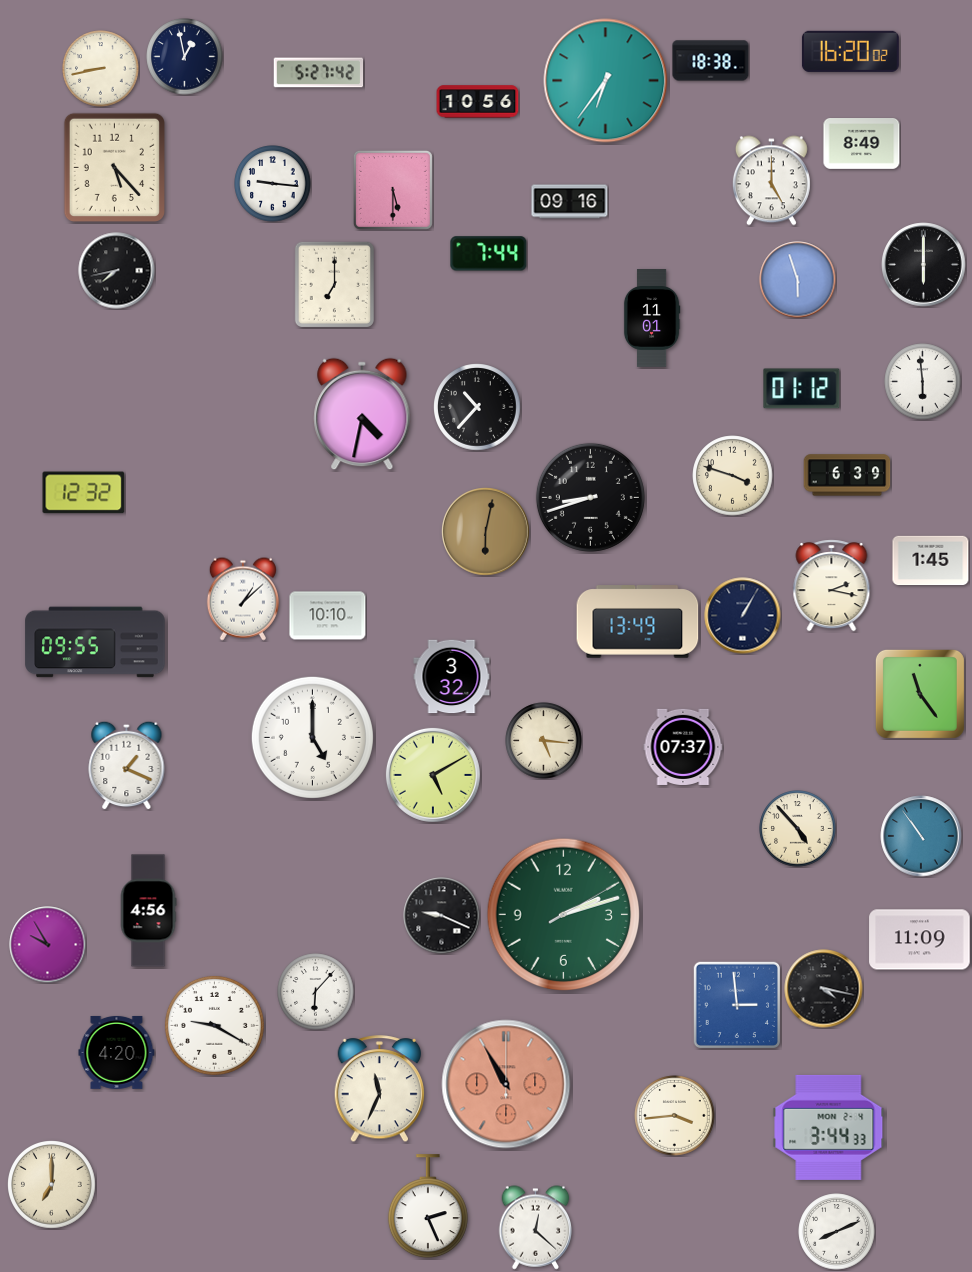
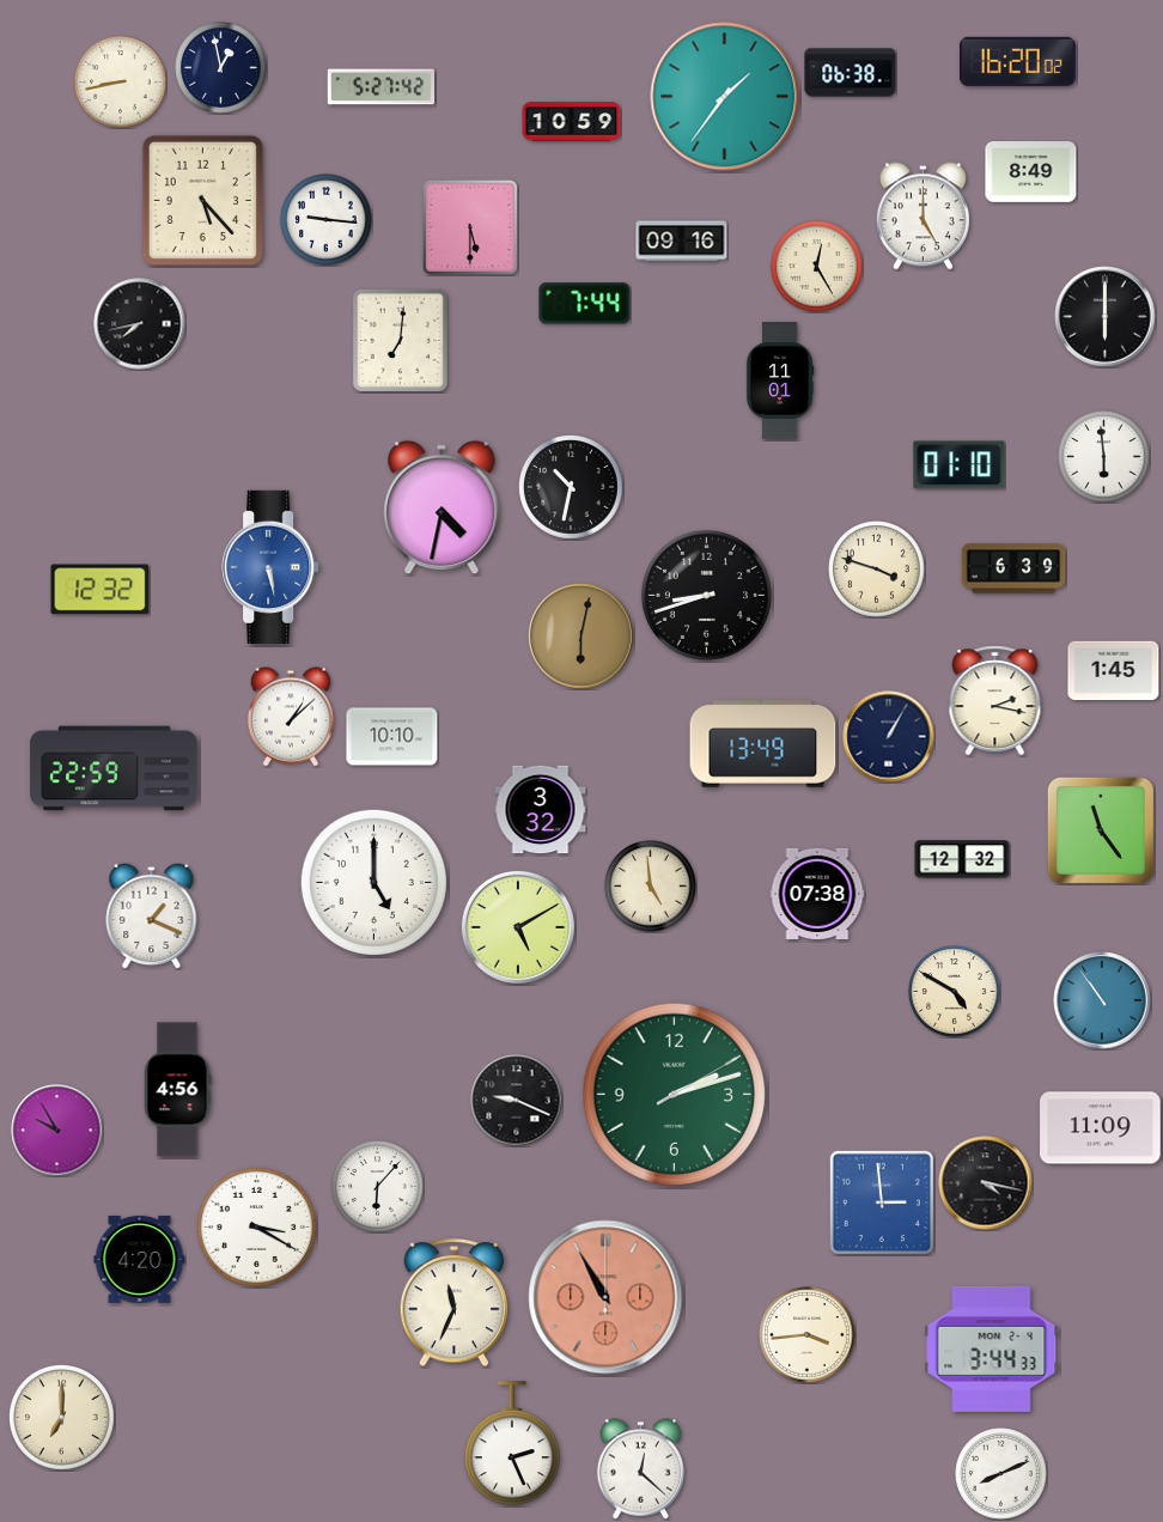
clock at (711, 61): 18:38 -> 06:38
clock at (606, 81): 6:36 -> 1:36
clock at (478, 102): 10:56 -> 10:59
clock at (114, 167) position: (114, 167) -> (202, 200)
clock at (817, 267): none -> 12:25
clock at (798, 280): 5:57 -> none
clock at (334, 284): 7:00 -> 7:01
clock at (802, 389): 01:12 -> 01:10
clock at (478, 408): 10:37 -> 10:32
clock at (362, 414) position: (362, 414) -> (442, 507)
clock at (270, 567): none -> 5:28
clock at (95, 642): 09:55 -> 22:59
clock at (962, 859): none -> 12:32
clock at (544, 741): 5:16 -> 4:59
clock at (683, 747): 07:37 -> 07:38
clock at (798, 829): 4:53 -> 4:50
clock at (442, 916) position: (442, 916) -> (517, 1101)
clock at (920, 940) position: (920, 940) -> (1101, 1128)
clock at (214, 1025): 9:20 -> 3:20
